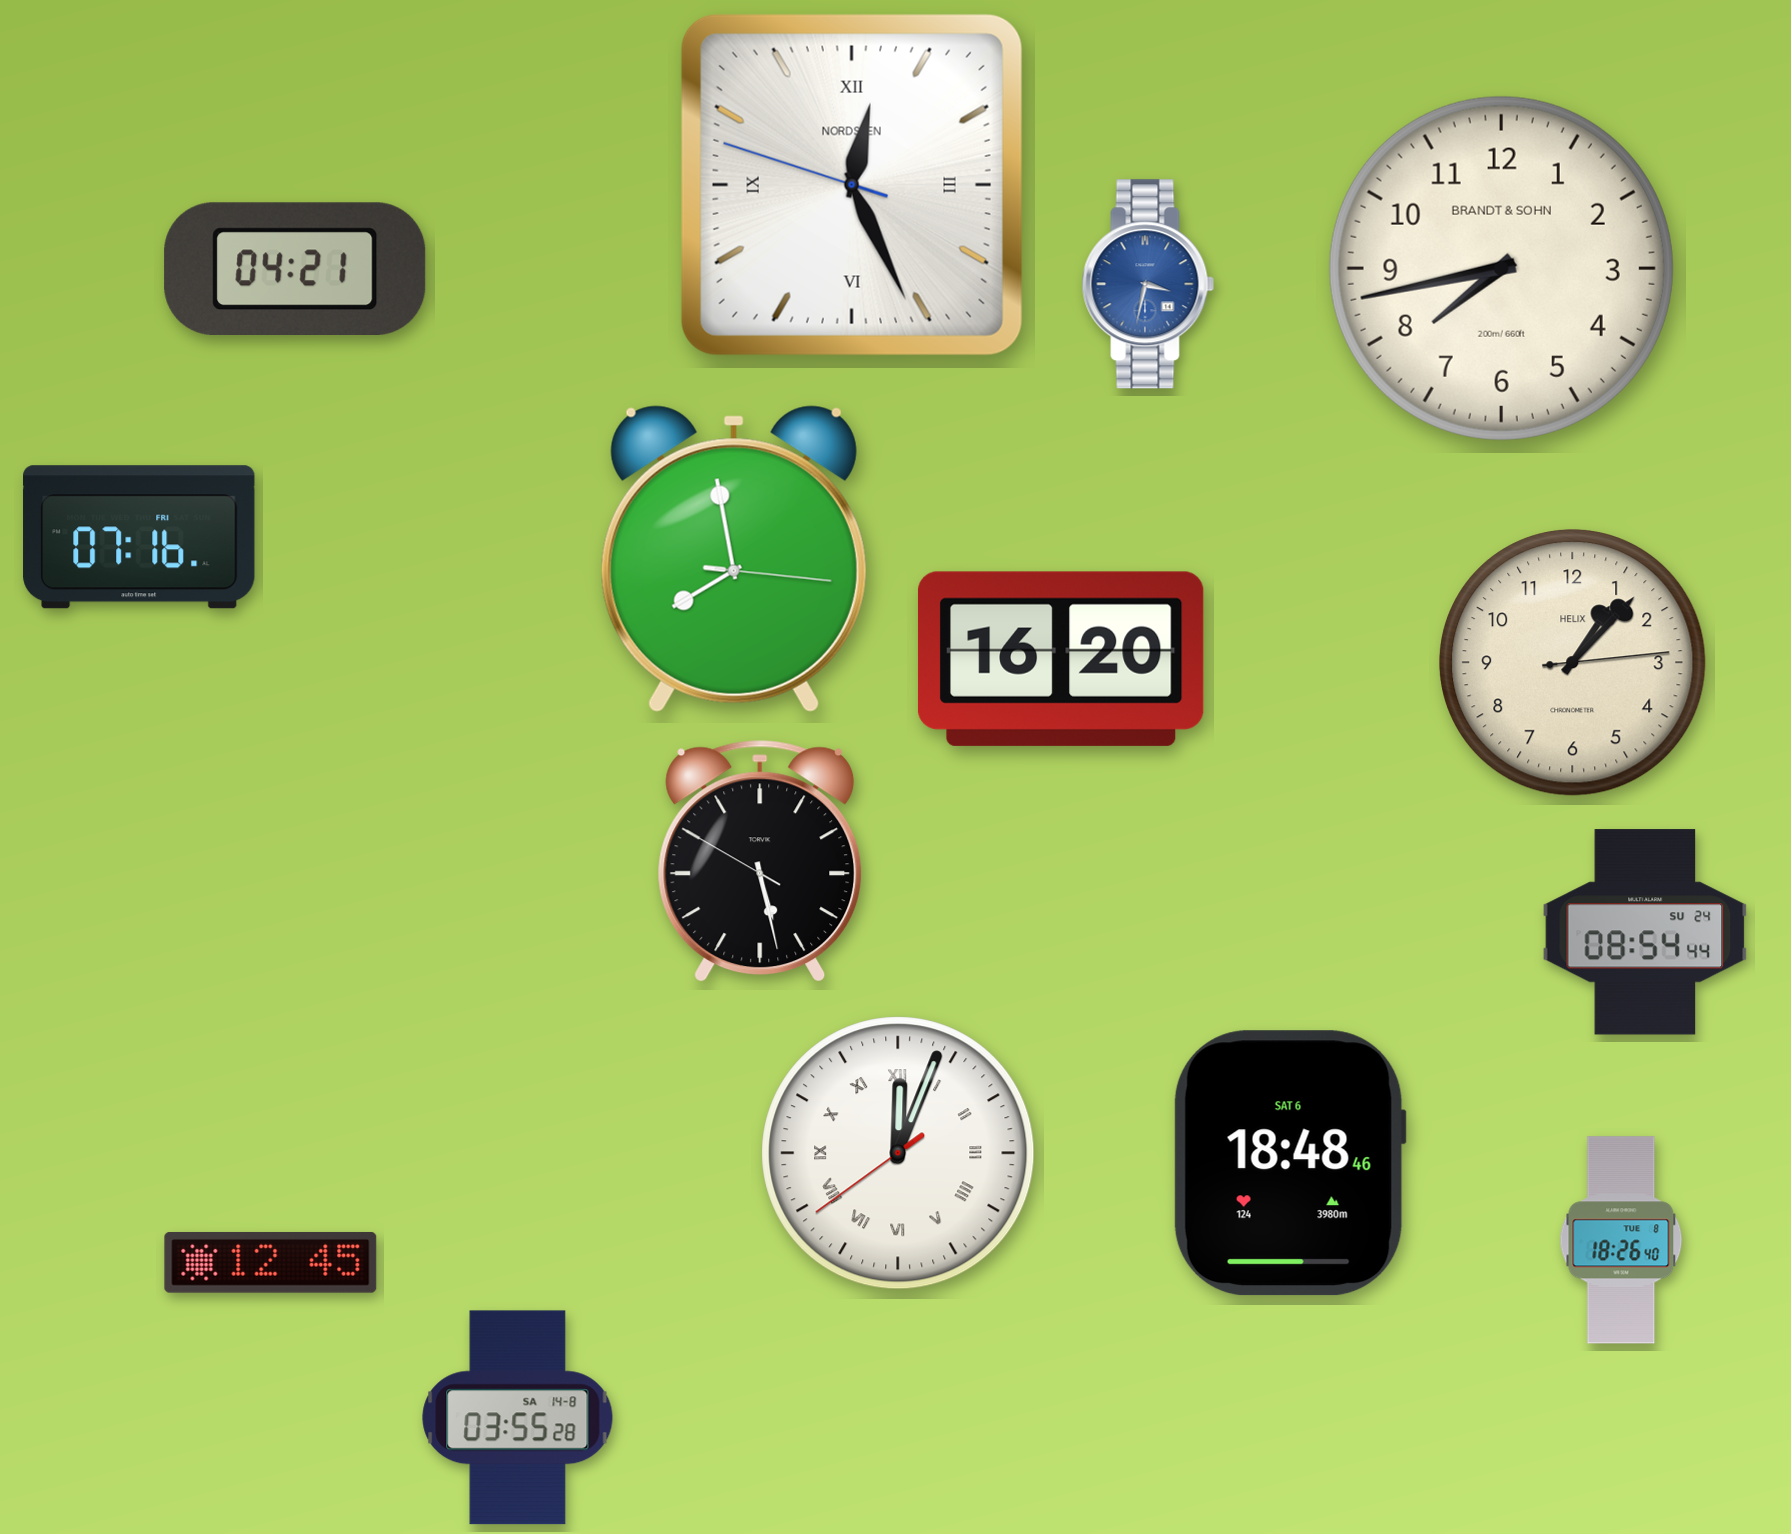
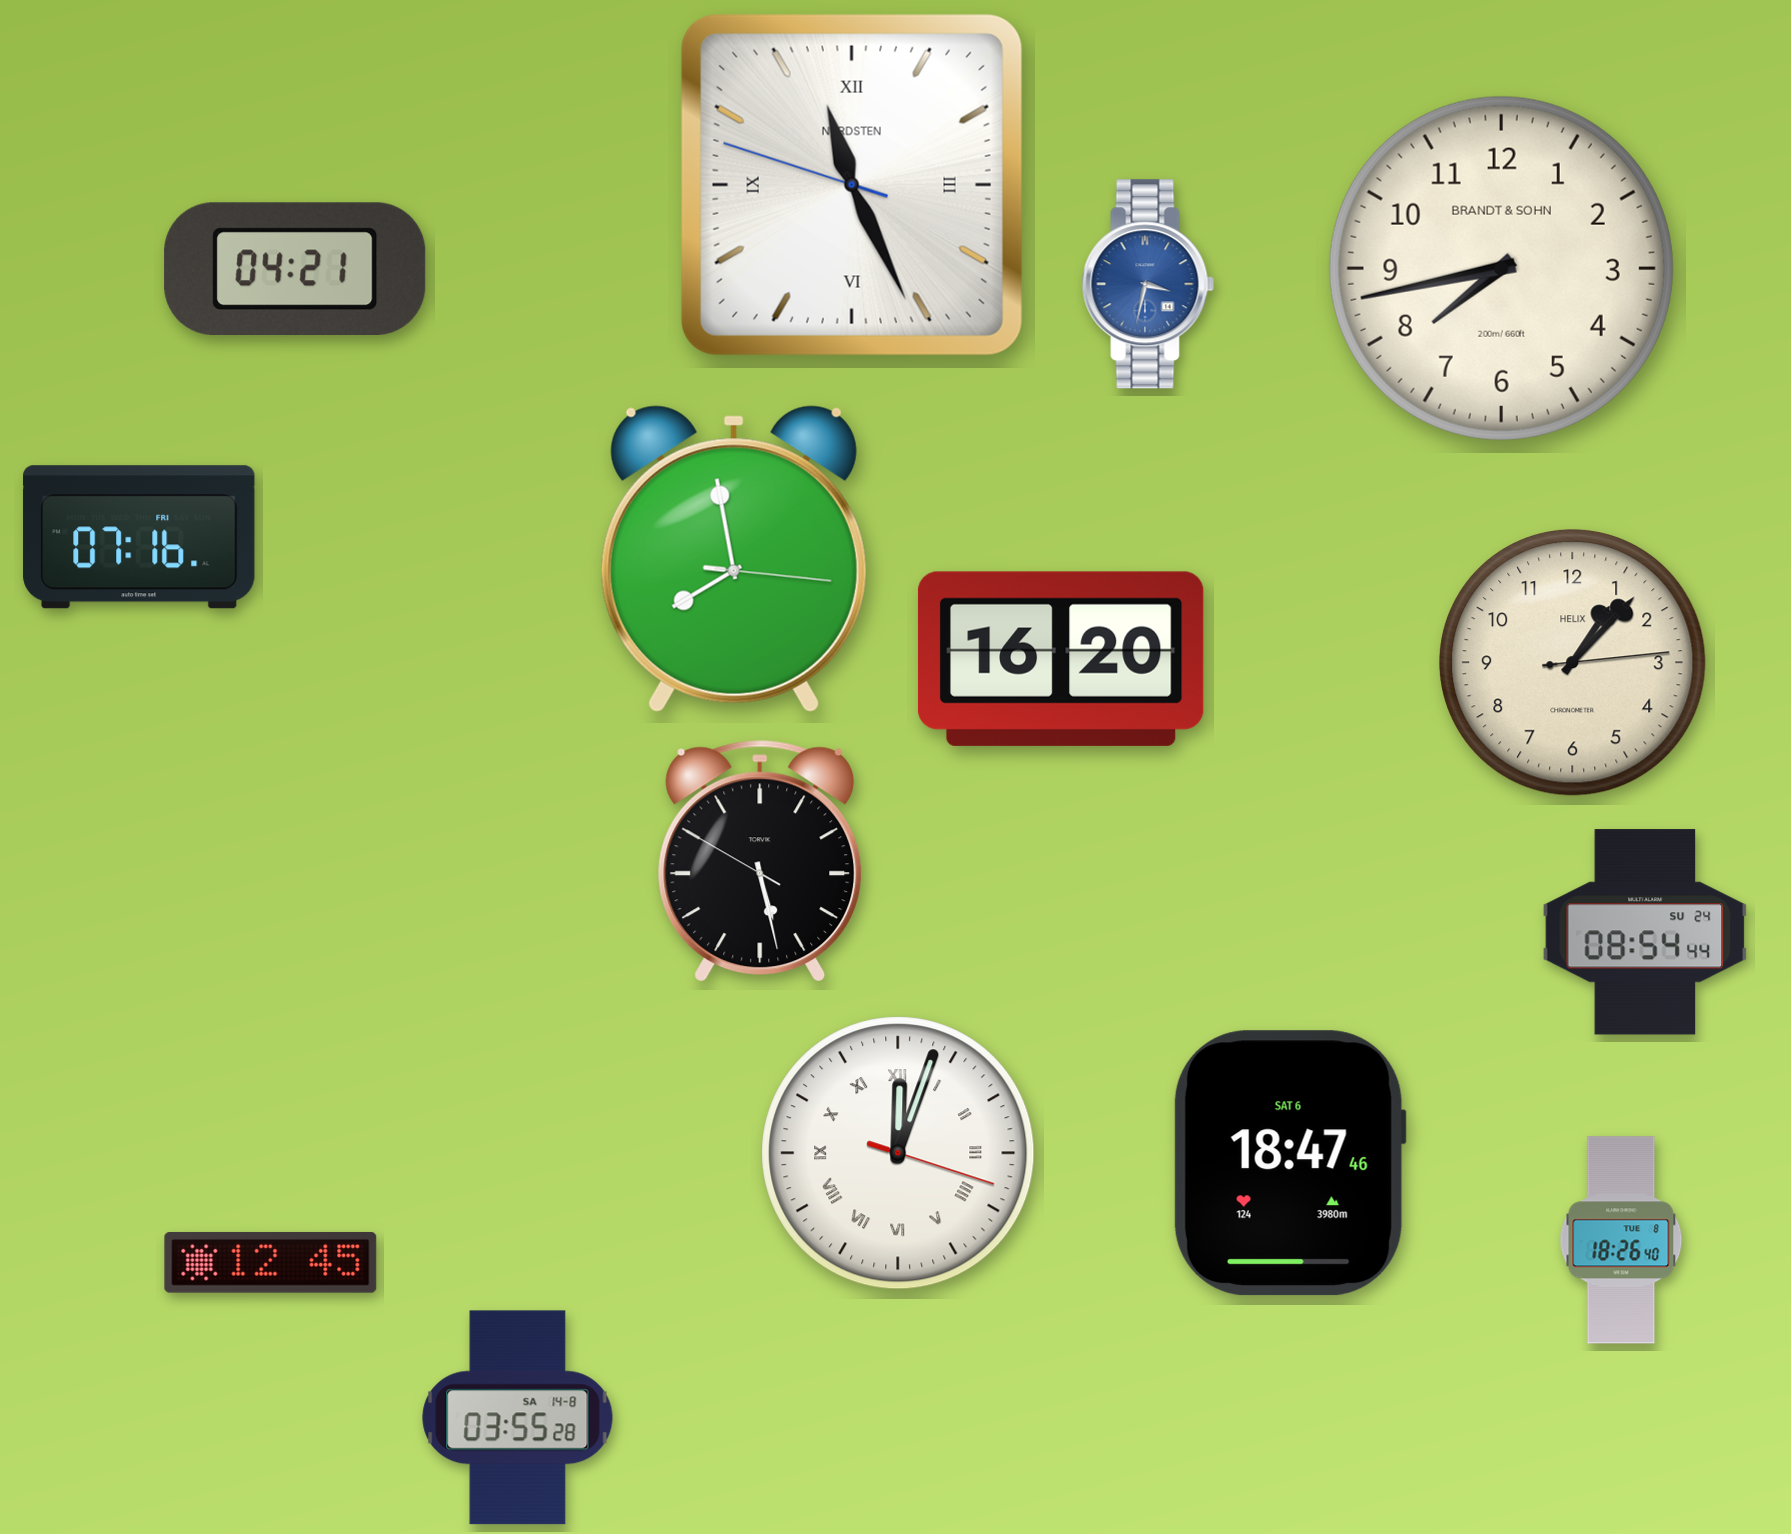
clock at (852, 185): 12:25 -> 11:25
clock at (898, 1153): 12:03:39 -> 12:03:18
clock at (1290, 1163): 18:48 -> 18:47
